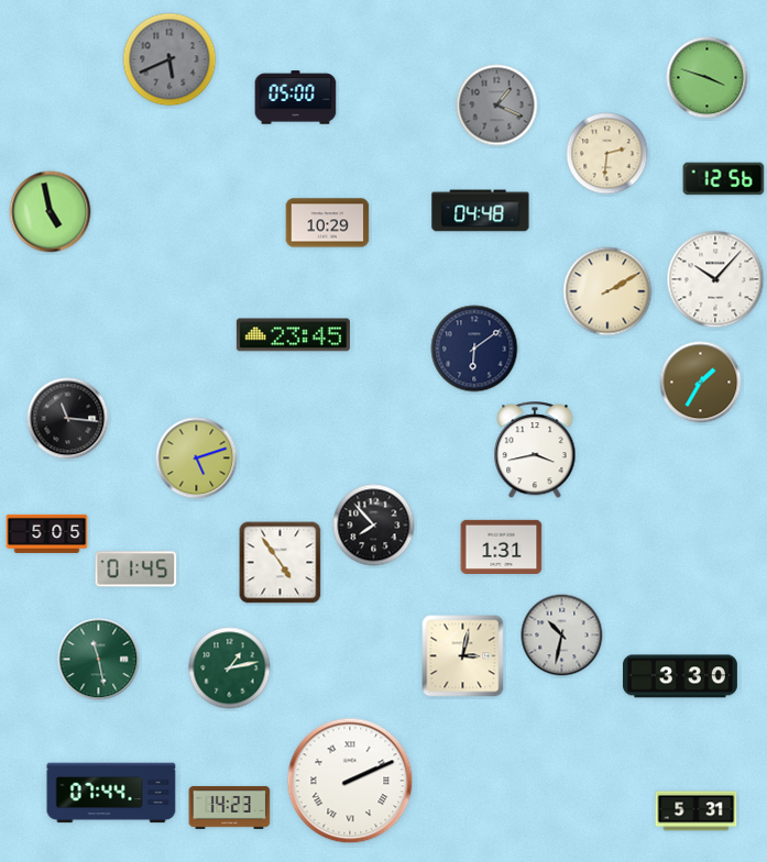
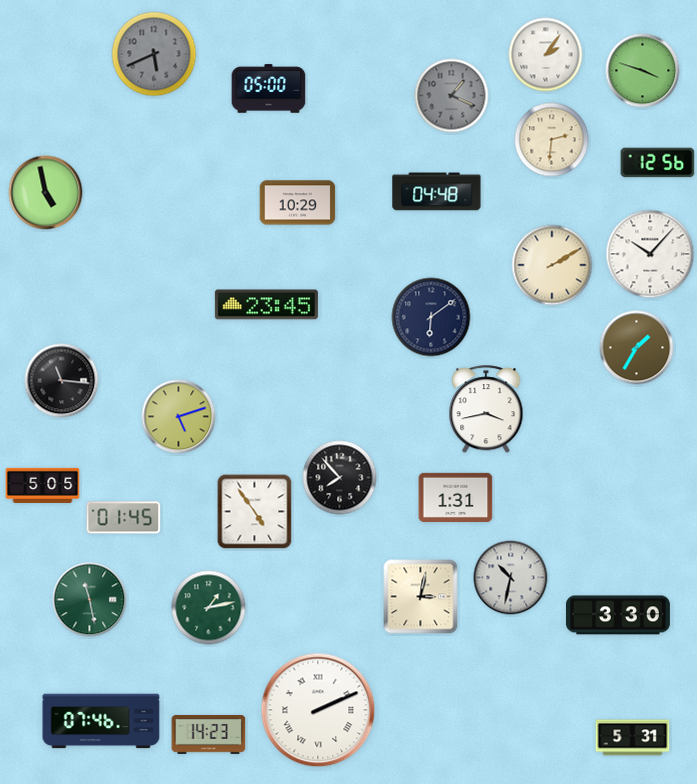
clock at (546, 55): none -> 2:06
clock at (111, 793): 07:44 -> 07:46
